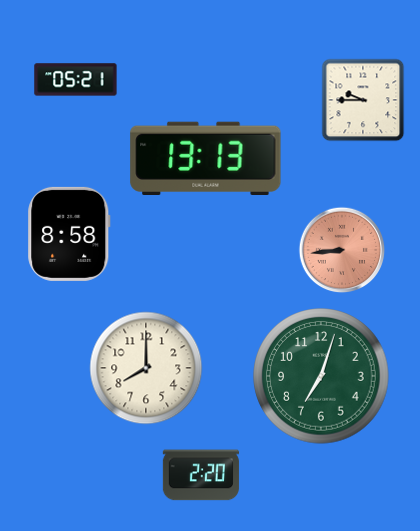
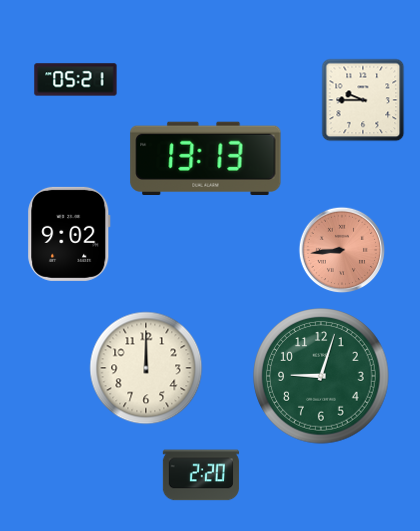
clock at (69, 234): 8:58 -> 9:02
clock at (146, 368): 8:00 -> 12:00
clock at (321, 376): 7:03 -> 9:03
